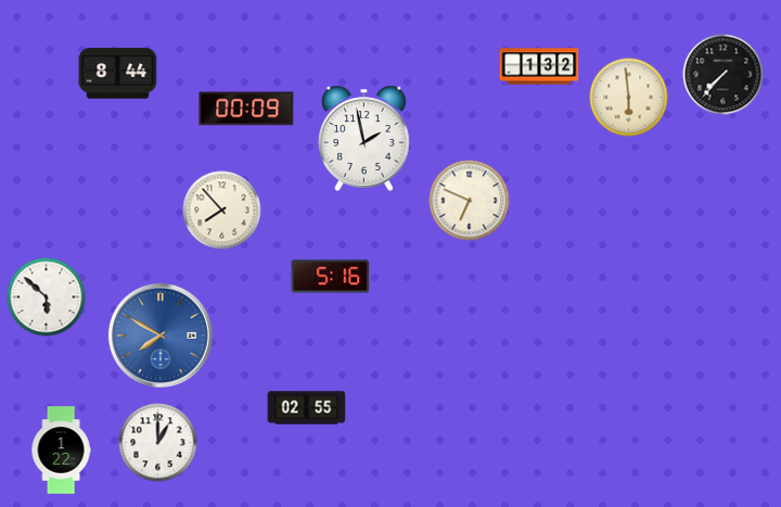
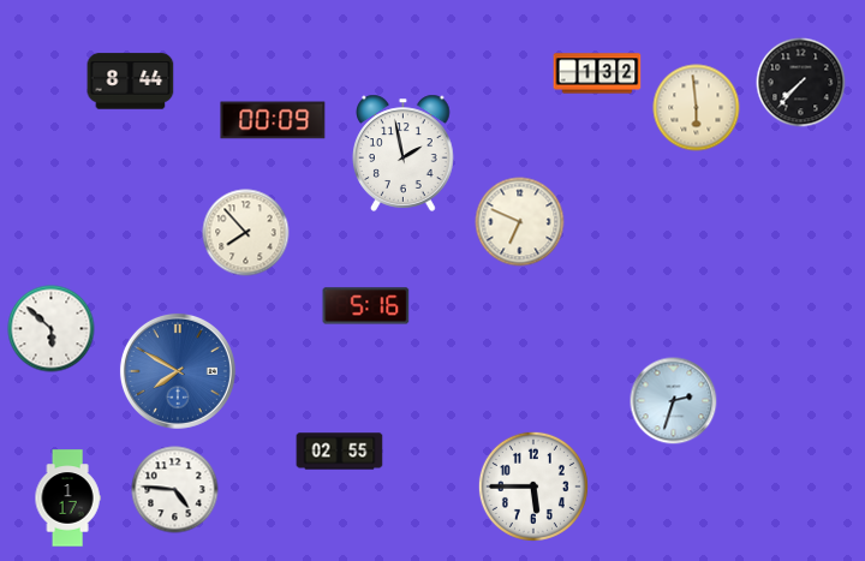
clock at (674, 401): none -> 2:33
clock at (533, 487): none -> 5:45
clock at (158, 443): 1:00 -> 4:46
clock at (61, 451): 1:22 -> 1:17
